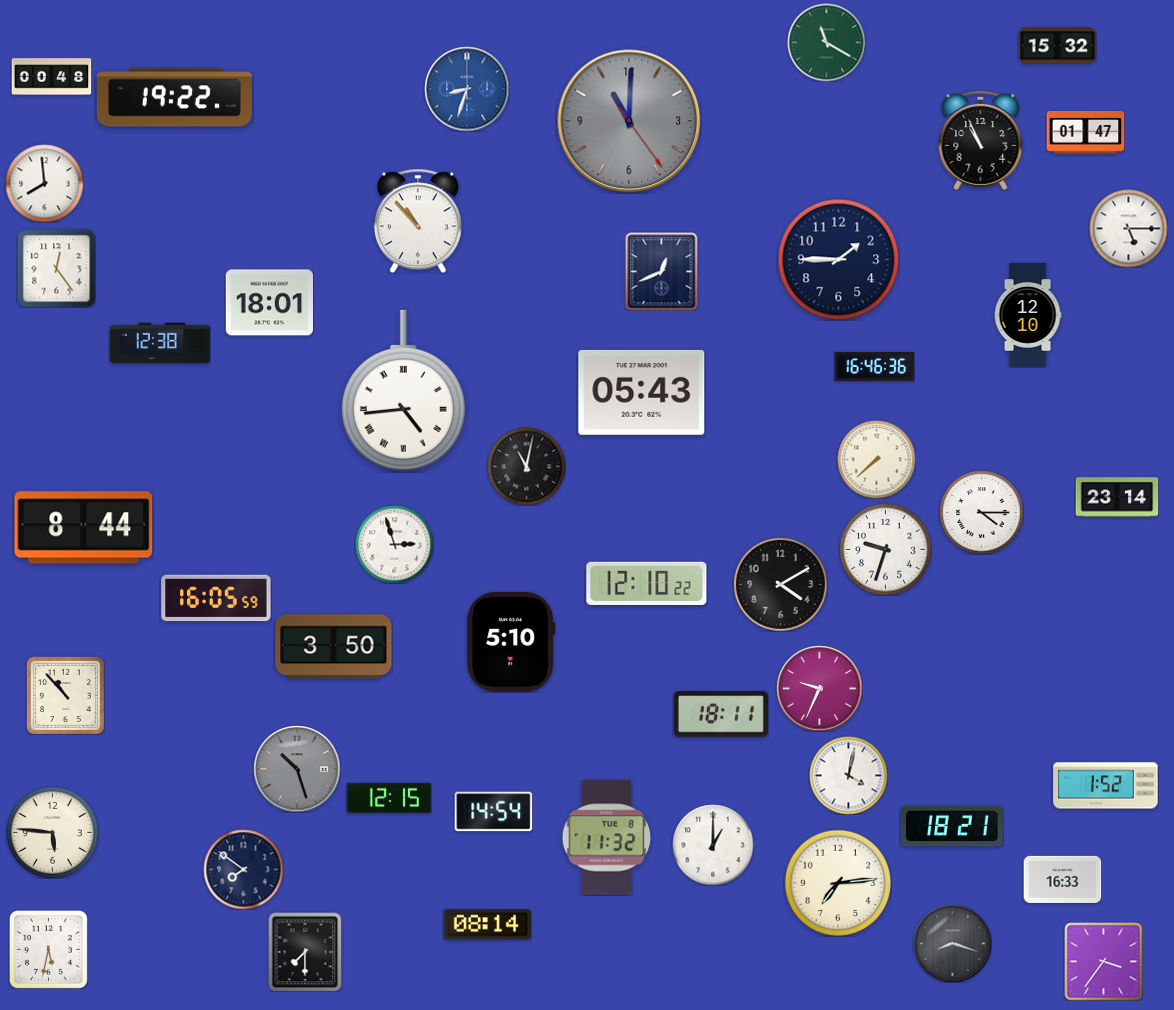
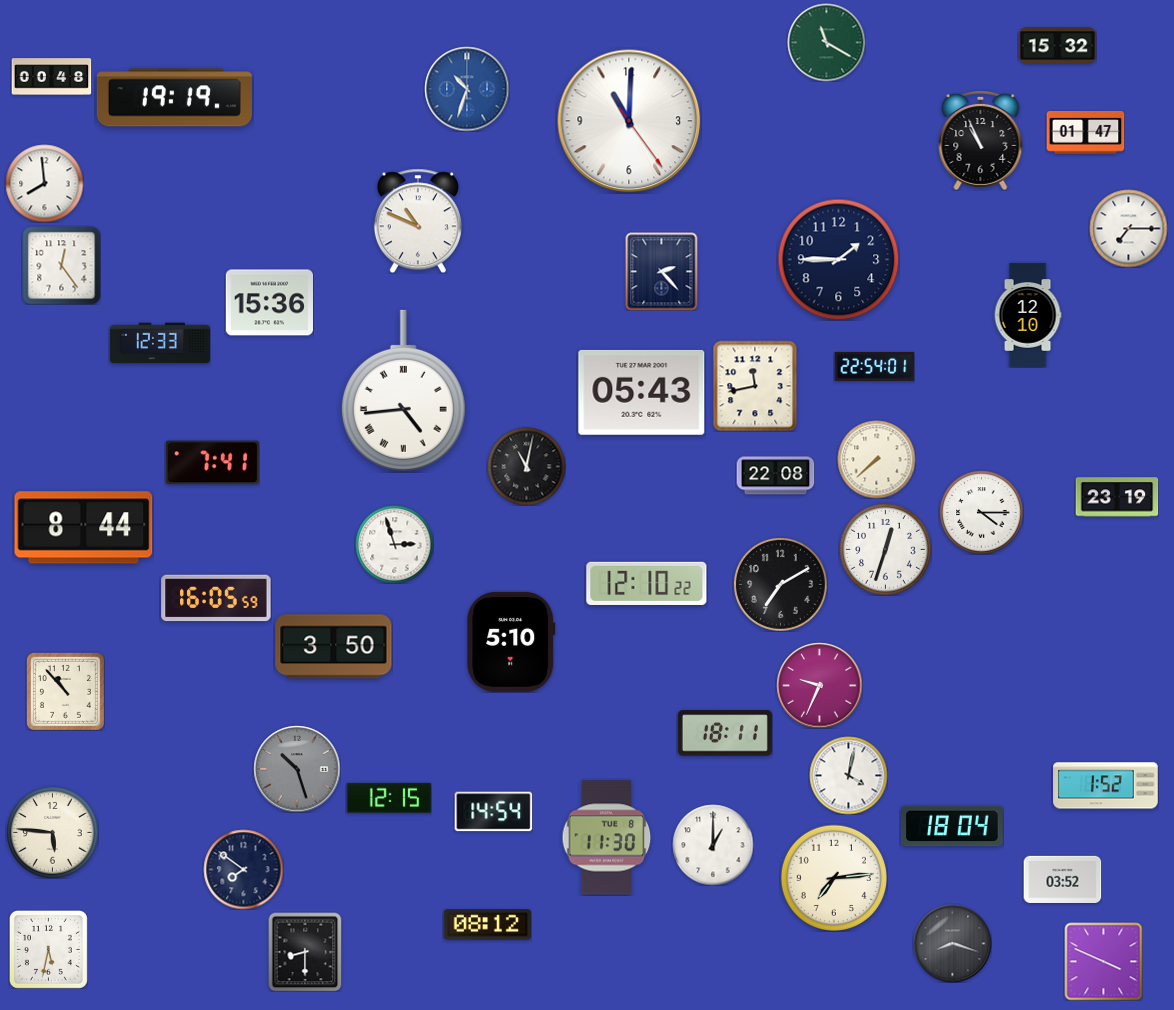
clock at (467, 89): 8:33 -> 10:33
clock at (174, 98): 19:22 -> 19:19
clock at (629, 121) dial: grey -> white
clock at (418, 221): 10:53 -> 10:49
clock at (1128, 228): 5:15 -> 7:15
clock at (56, 268) position: (56, 268) -> (61, 265)
clock at (662, 271): 12:41 -> 2:23
clock at (269, 303): 18:01 -> 15:36
clock at (161, 343): 12:38 -> 12:33
clock at (874, 366): 16:46 -> 22:54
clock at (755, 386): none -> 11:43
clock at (212, 463): none -> 7:41
clock at (775, 476): none -> 22:08
clock at (1117, 497): 23:14 -> 23:19
clock at (885, 549): 9:33 -> 12:33
clock at (781, 585): 4:10 -> 7:10
clock at (819, 688) position: (819, 688) -> (819, 685)
clock at (65, 695) position: (65, 695) -> (65, 691)
clock at (721, 714) position: (721, 714) -> (725, 733)
clock at (953, 826): 18:21 -> 18:04
clock at (607, 838): 11:32 -> 11:30
clock at (1062, 879): 16:33 -> 03:52
clock at (837, 882) position: (837, 882) -> (833, 877)
clock at (487, 925): 08:14 -> 08:12
clock at (305, 952): 7:30 -> 8:30
clock at (1103, 961): 3:36 -> 3:49
